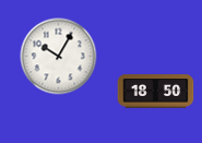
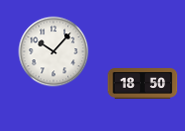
clock at (59, 57): 10:05 -> 10:07
